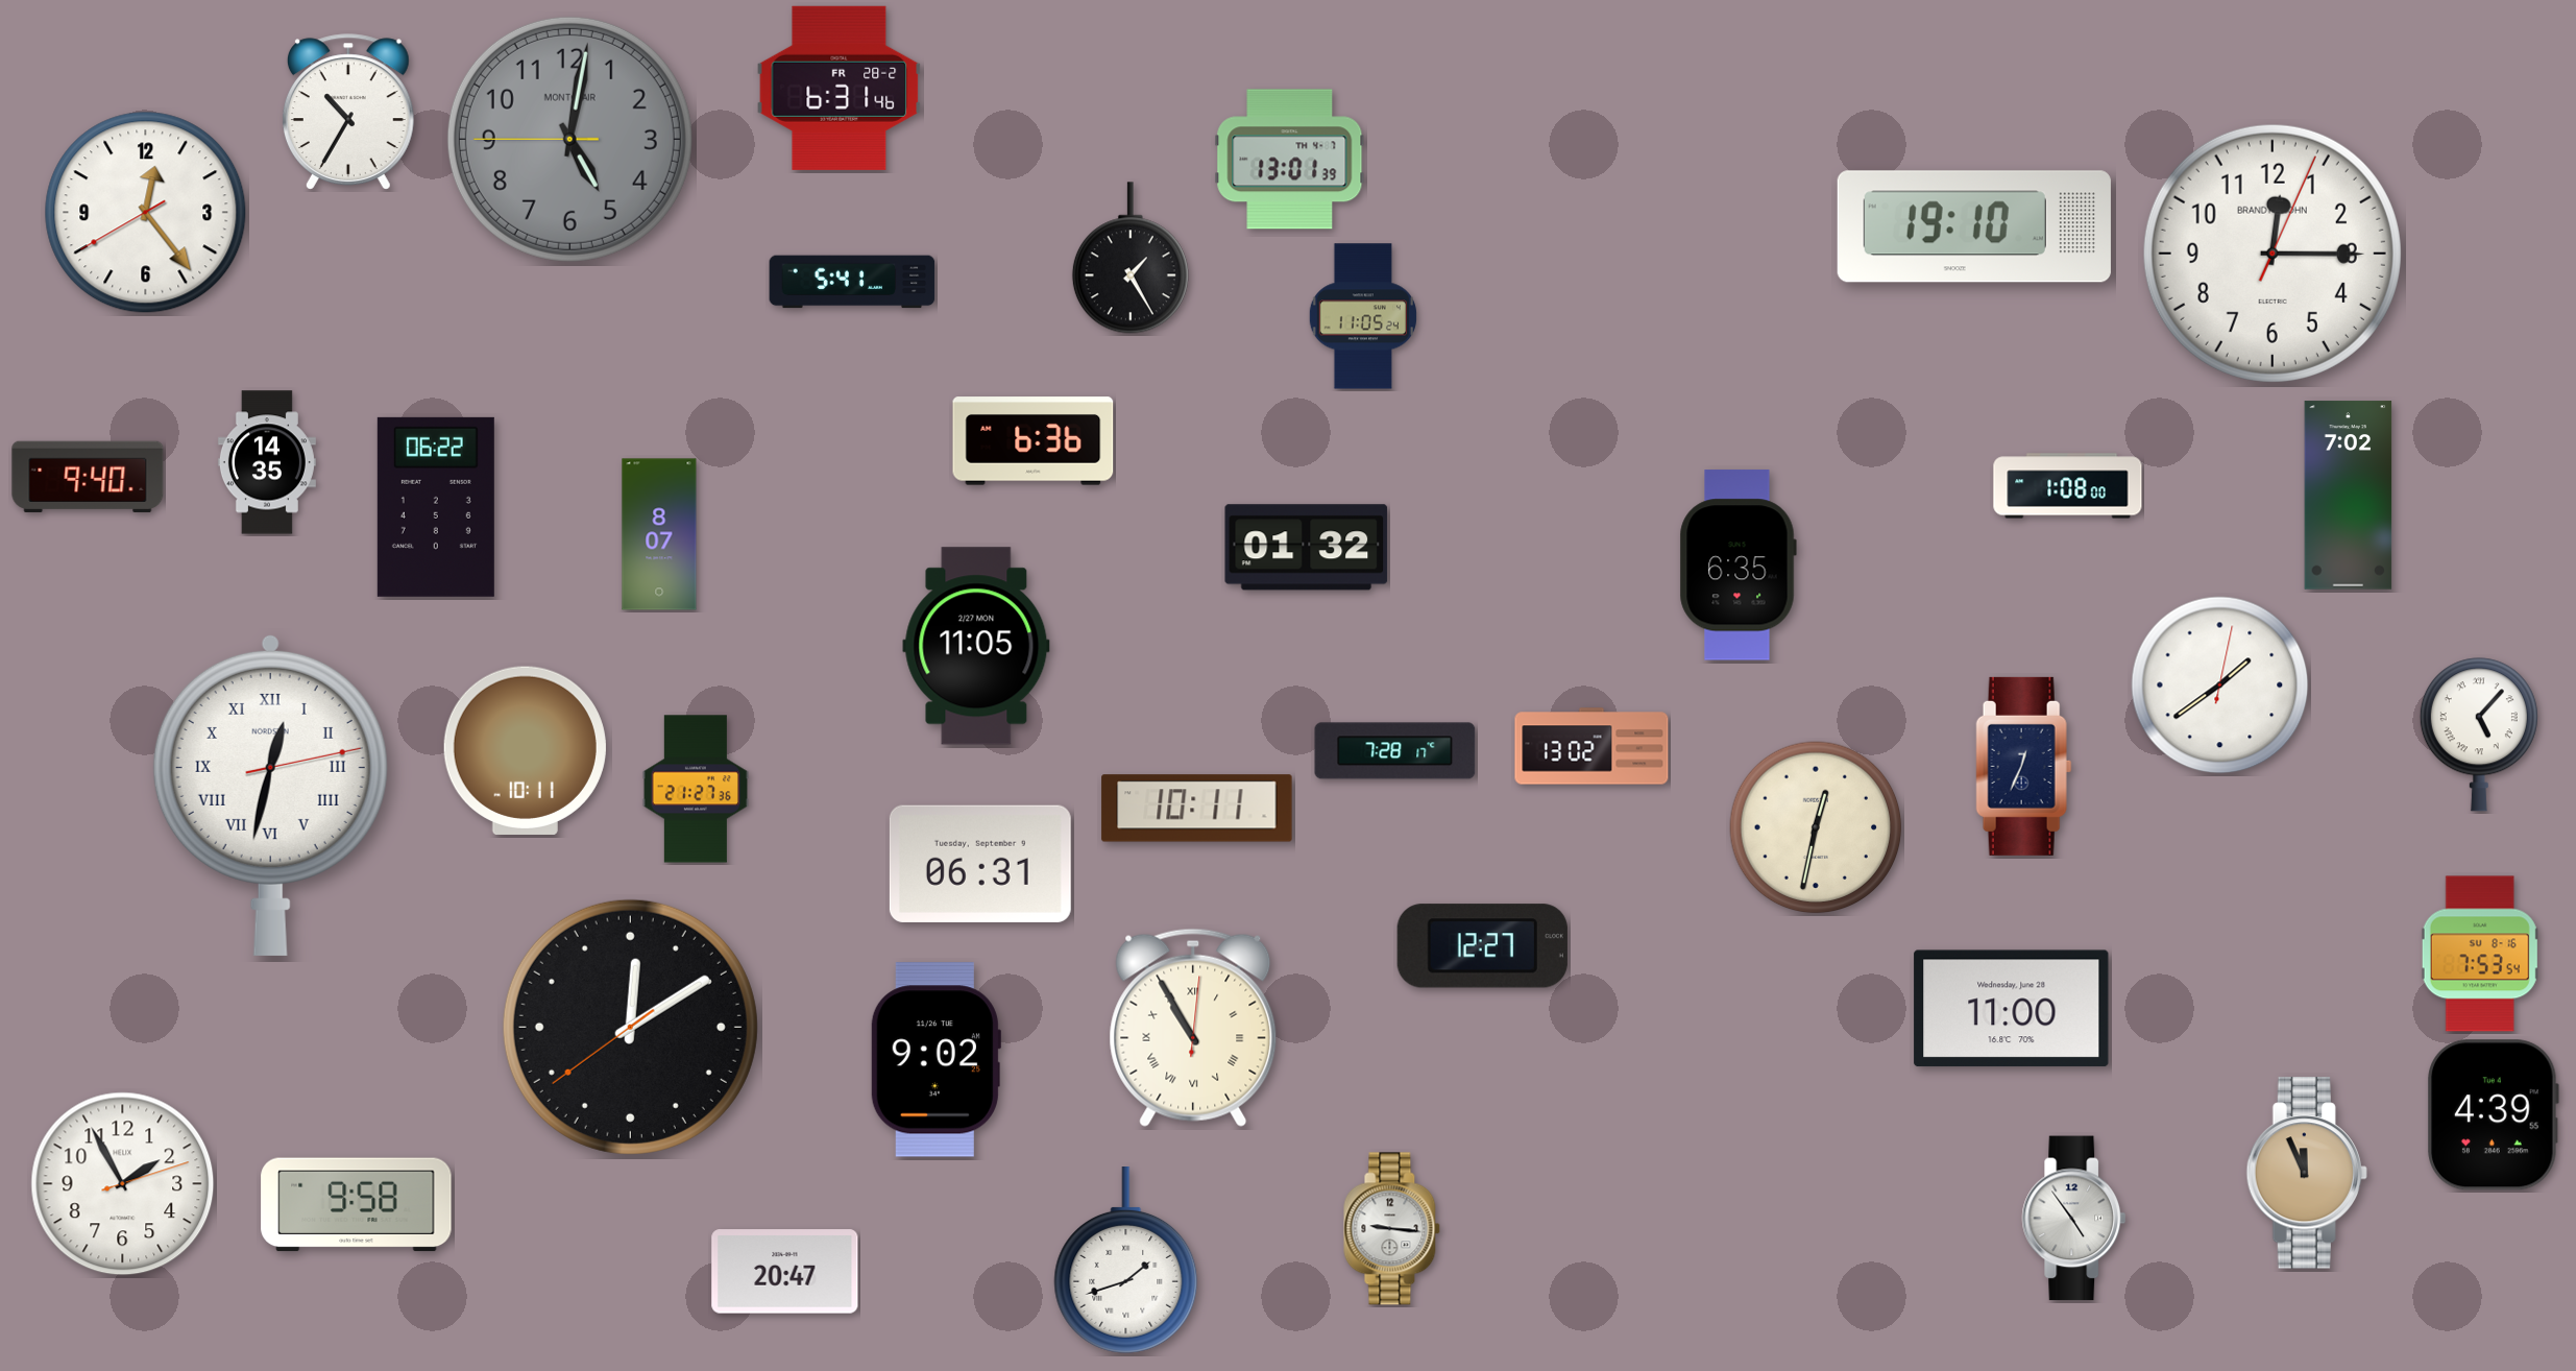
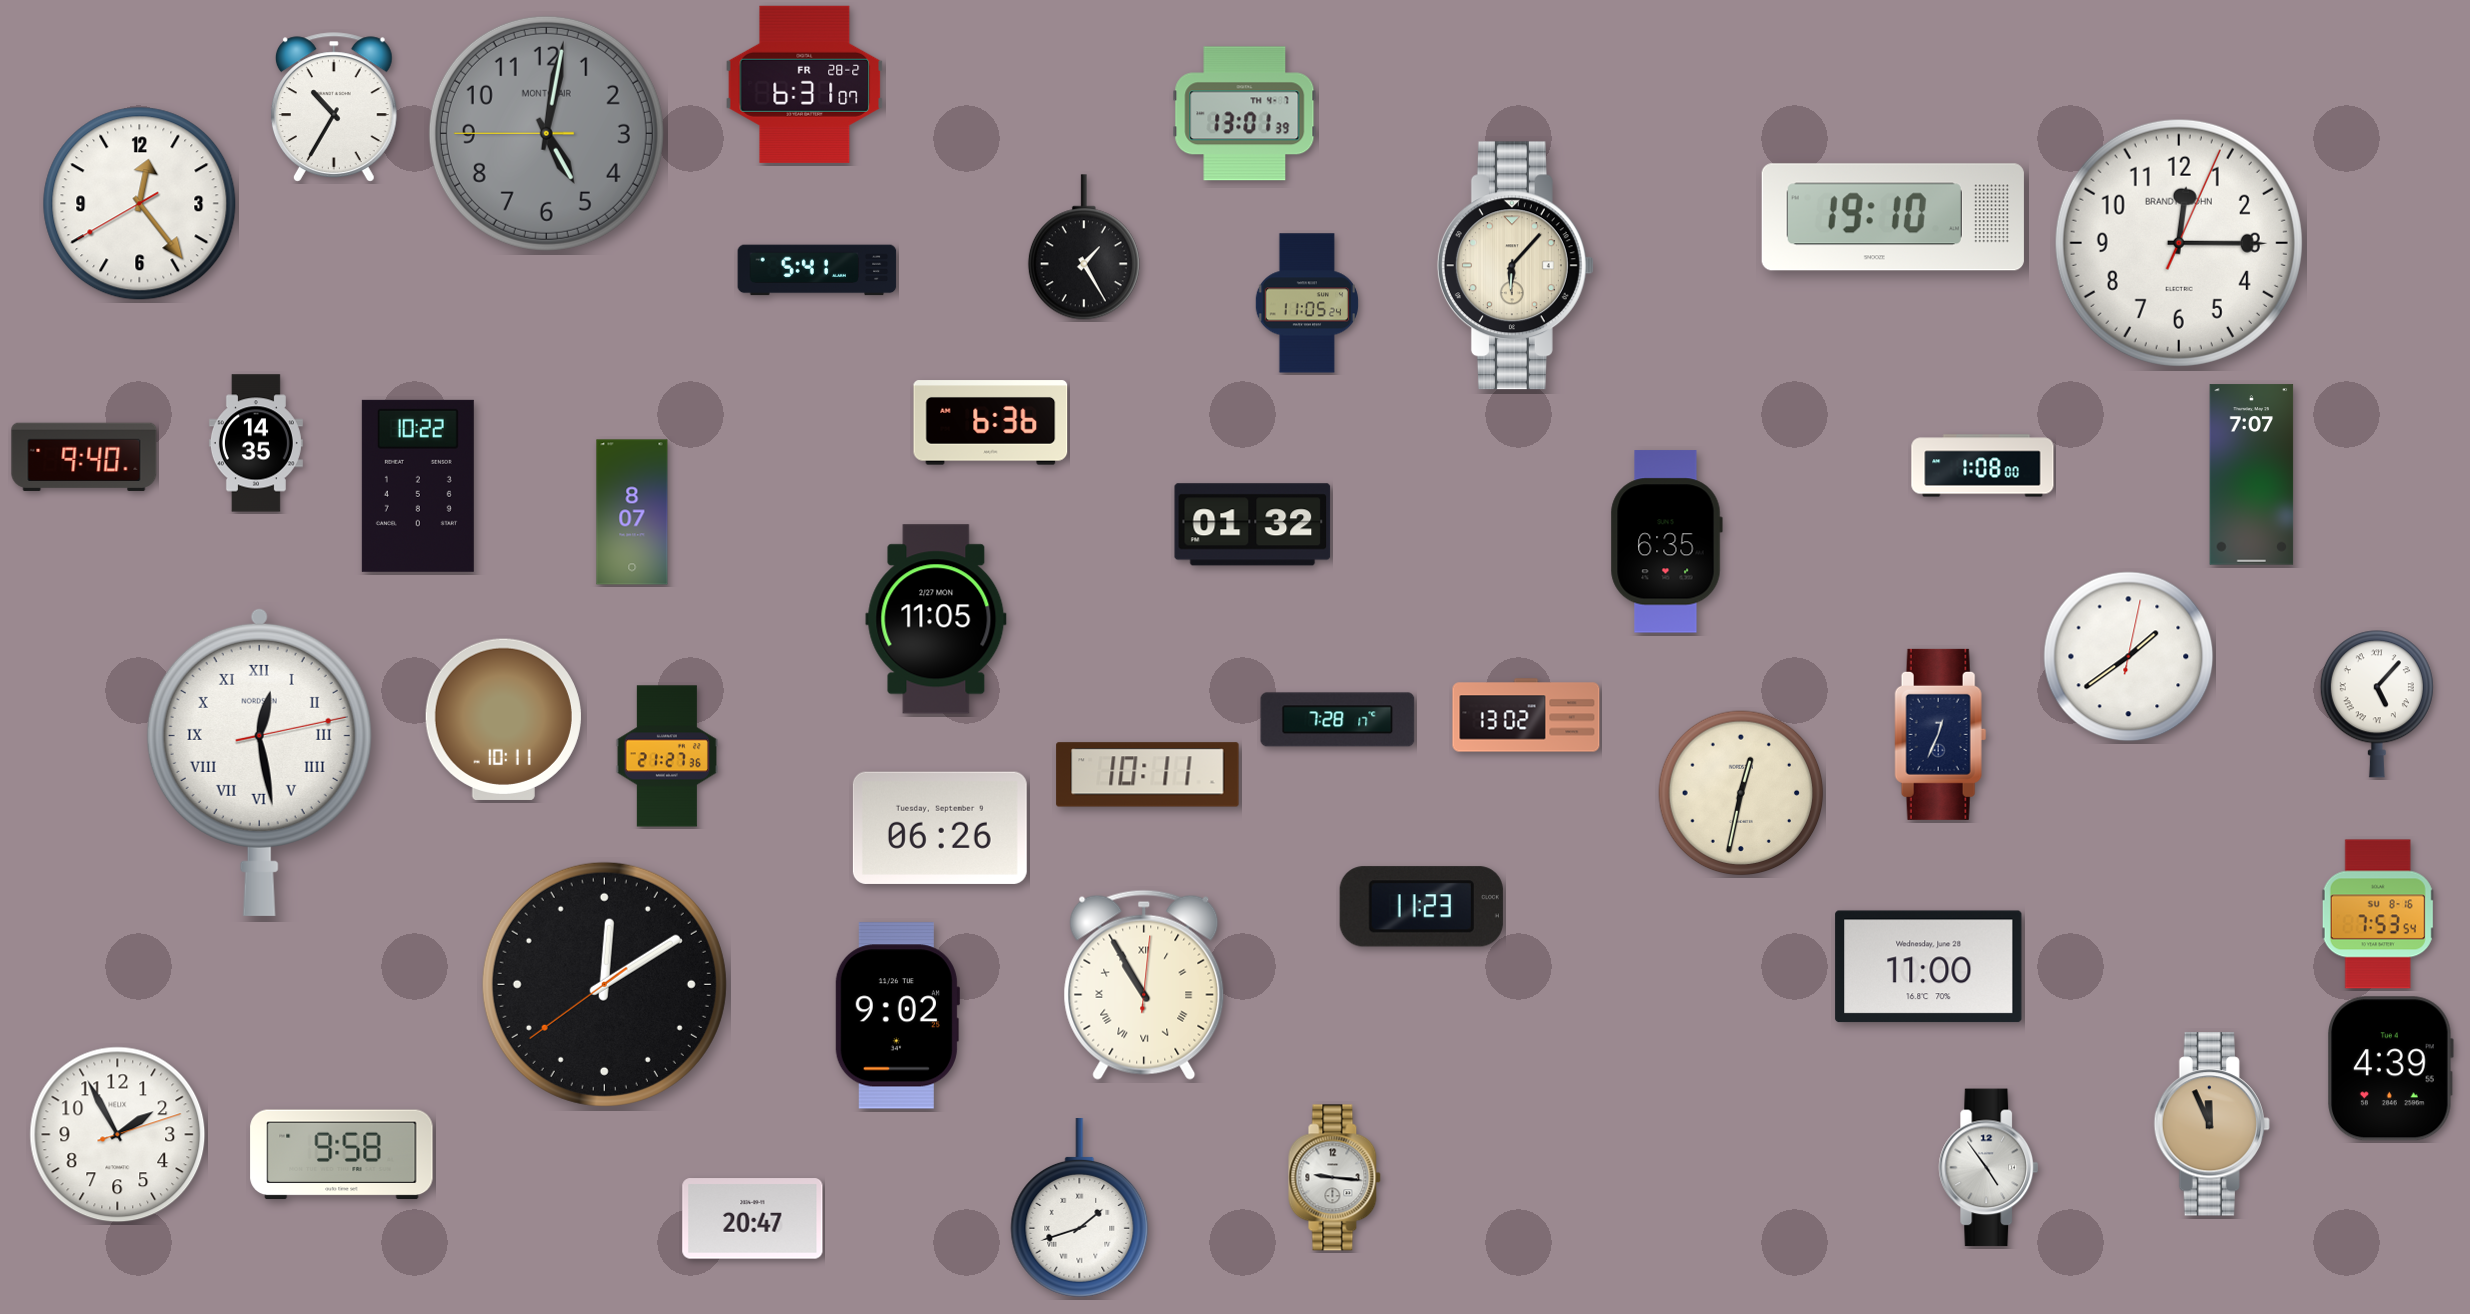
clock at (840, 88): 6:31:46 -> 6:31:07
clock at (1290, 160) position: (1290, 160) -> (1245, 114)
clock at (1515, 266): none -> 6:07
clock at (2349, 496): 7:02 -> 7:07
clock at (436, 507): 06:22 -> 10:22
clock at (270, 795): 12:32 -> 12:28
clock at (980, 864): 06:31 -> 06:26
clock at (1482, 946): 12:27 -> 11:23
